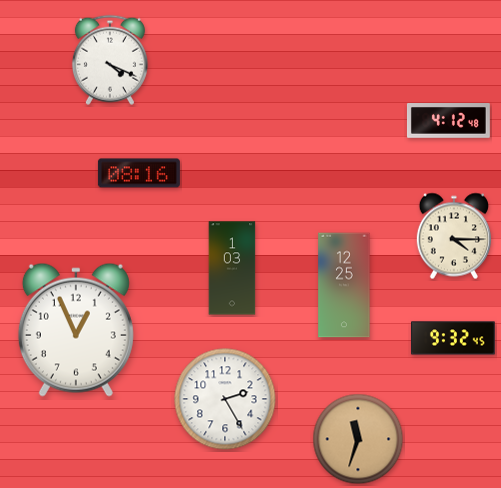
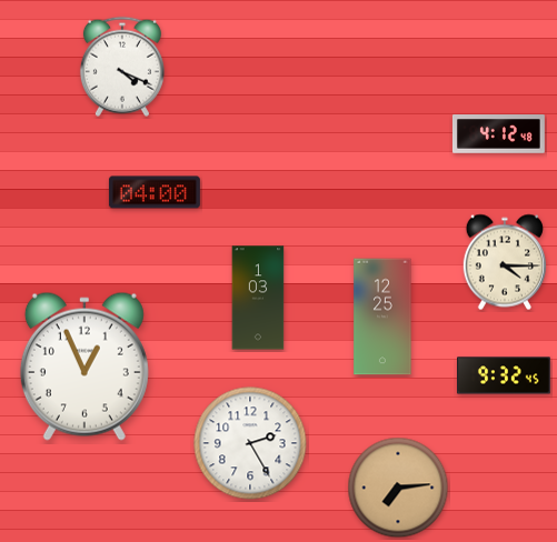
clock at (139, 173): 08:16 -> 04:00
clock at (358, 439): 11:33 -> 7:14
